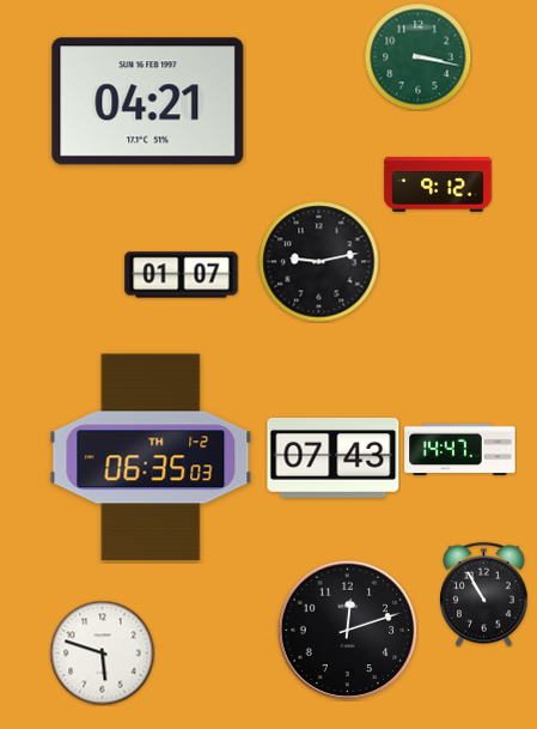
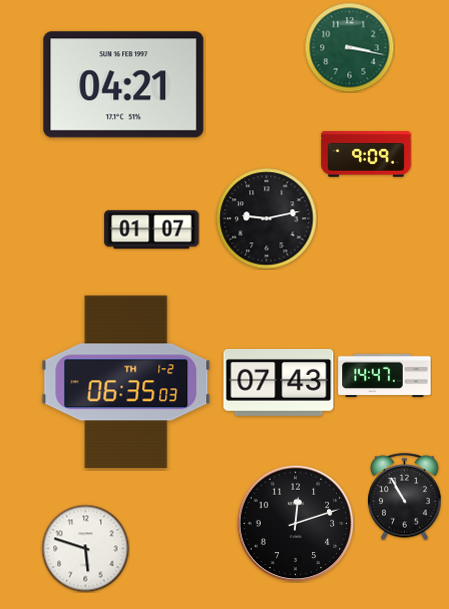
clock at (438, 184): 9:12 -> 9:09
clock at (347, 630) position: (347, 630) -> (295, 523)
clock at (102, 652) position: (102, 652) -> (85, 548)
